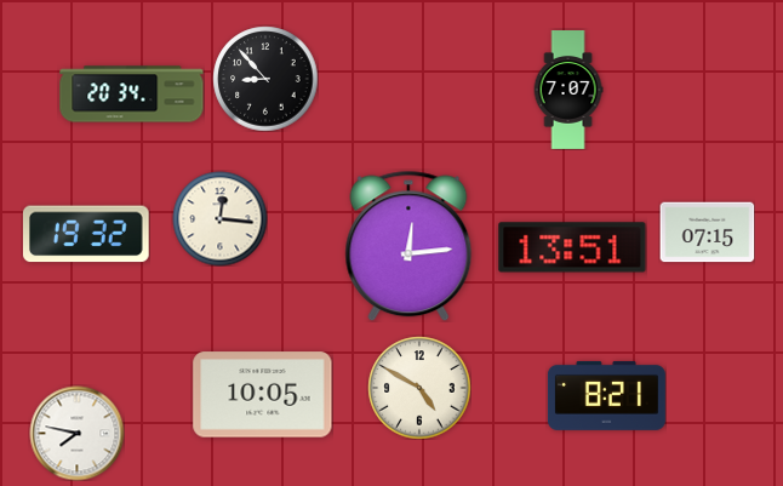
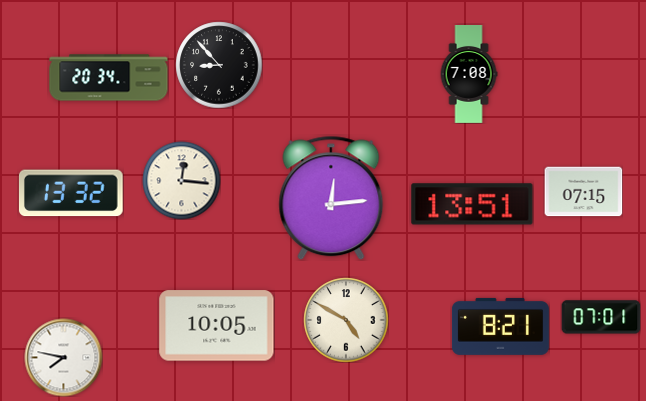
clock at (568, 91): 7:07 -> 7:08
clock at (86, 234): 19:32 -> 13:32
clock at (408, 246) position: (408, 246) -> (331, 198)
clock at (601, 317): none -> 07:01
